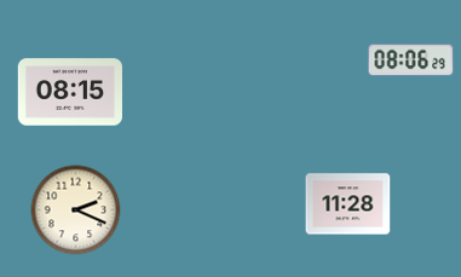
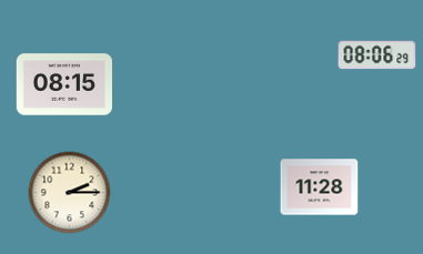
clock at (76, 210): 2:19 -> 2:15
